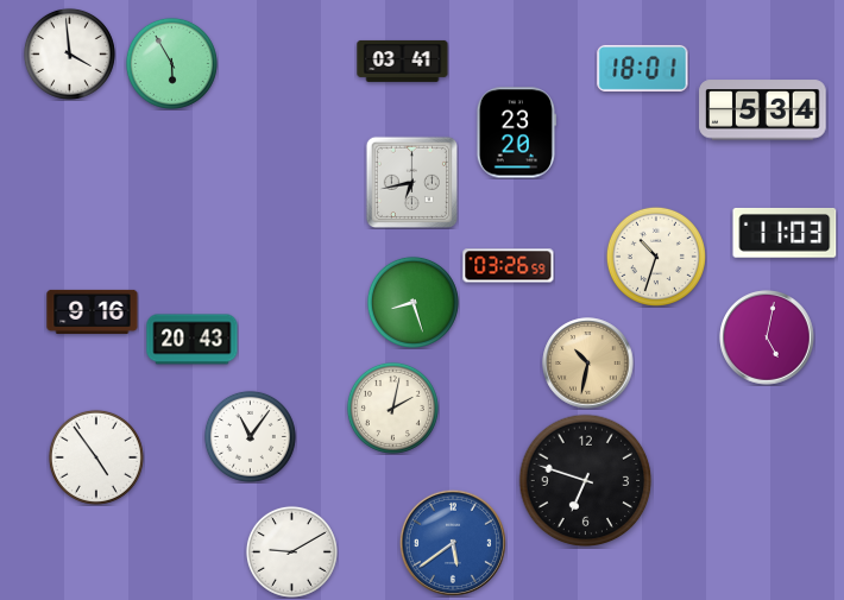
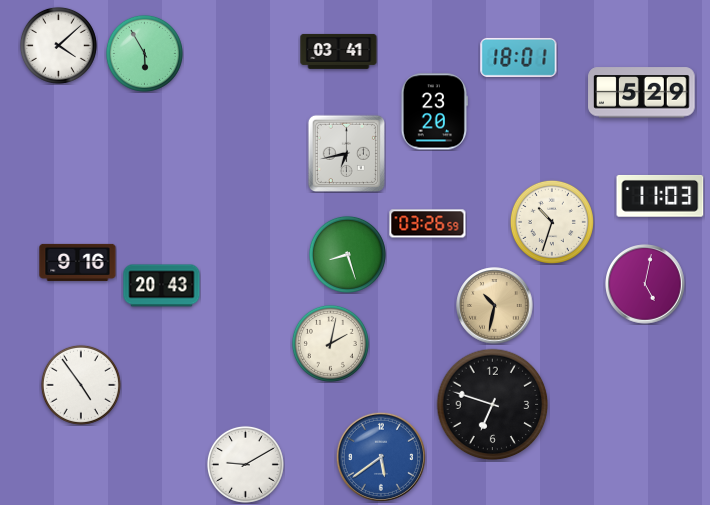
clock at (69, 53): 3:59 -> 4:08
clock at (643, 68) position: (643, 68) -> (519, 57)
clock at (763, 110): 5:34 -> 5:29
clock at (656, 257) position: (656, 257) -> (552, 222)
clock at (250, 436): 11:06 -> none
